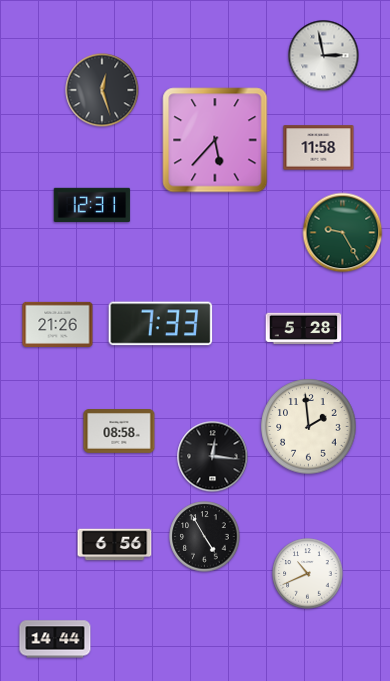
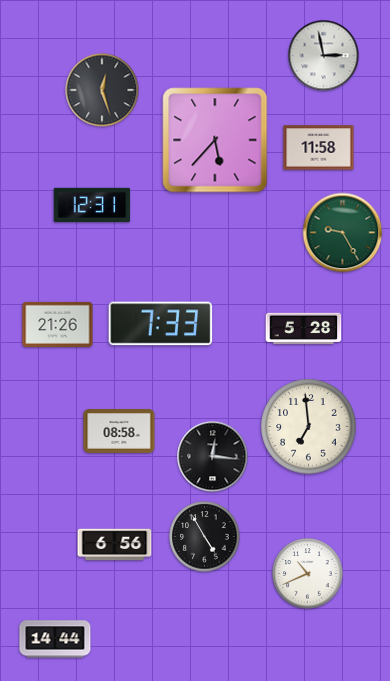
clock at (309, 427): 1:59 -> 6:59
